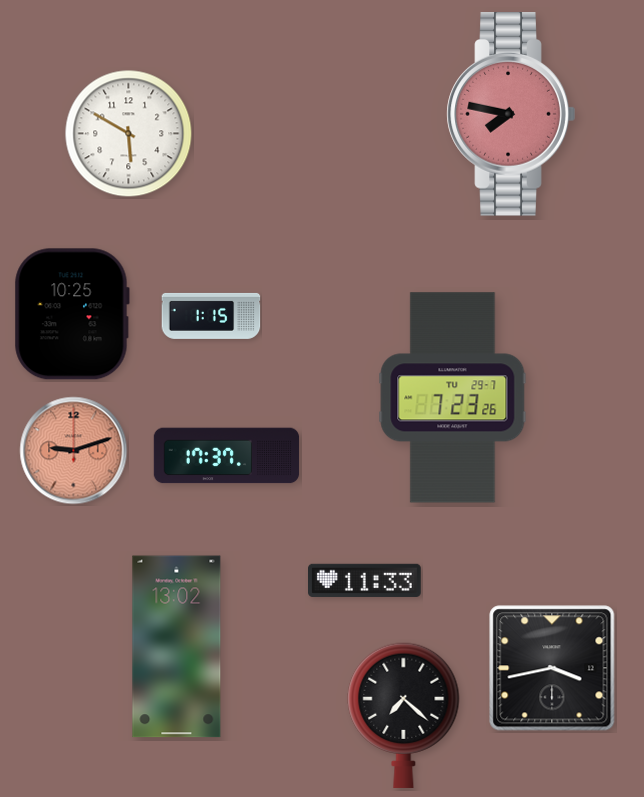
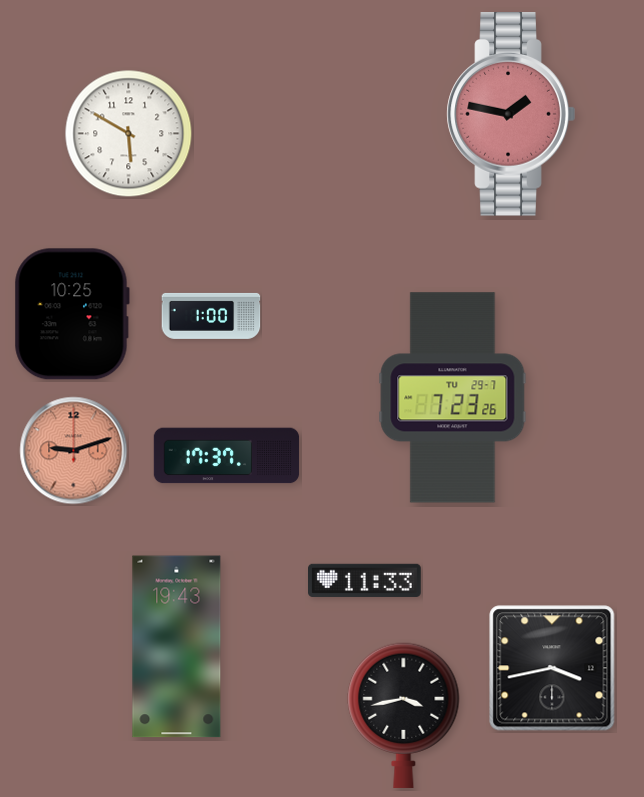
clock at (511, 114): 7:47 -> 1:47
clock at (211, 316): 1:15 -> 1:00
clock at (177, 647): 13:02 -> 19:43
clock at (404, 715): 7:22 -> 3:43
